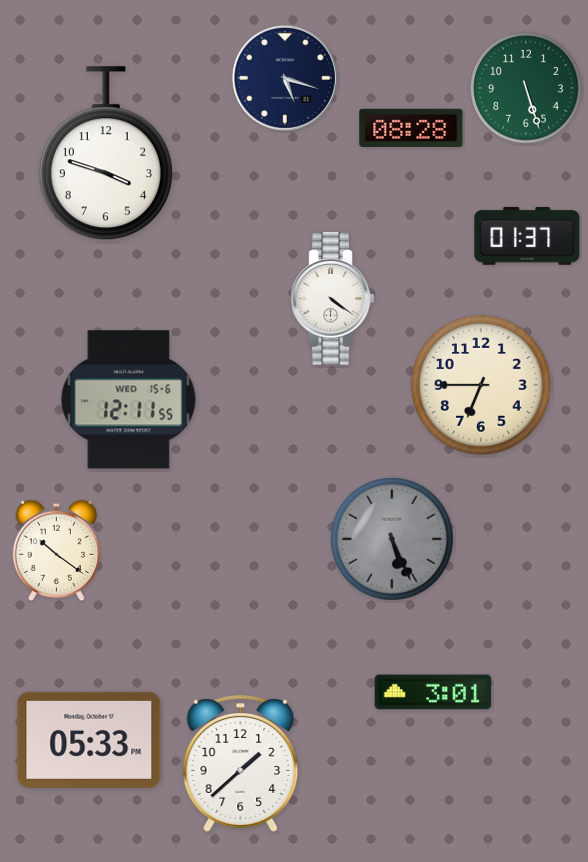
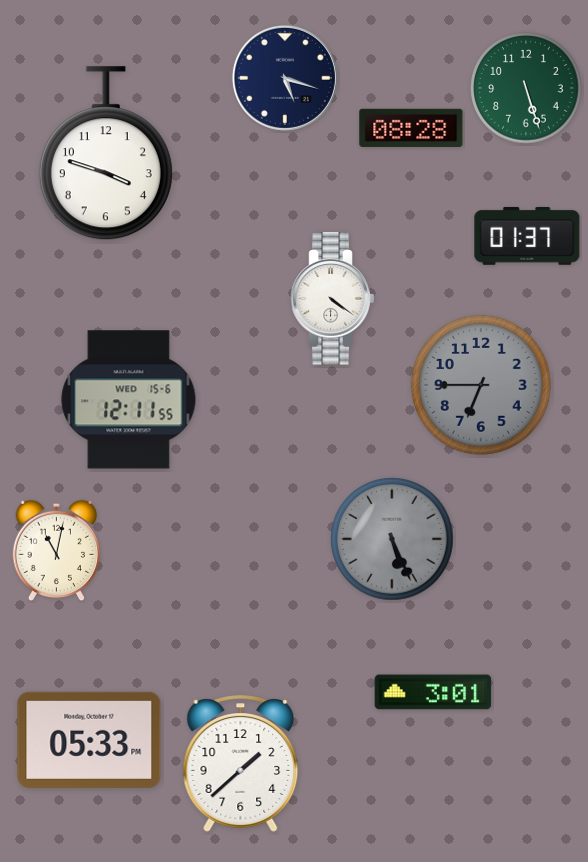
clock at (481, 385) dial: cream -> grey
clock at (56, 551): 10:21 -> 11:02
